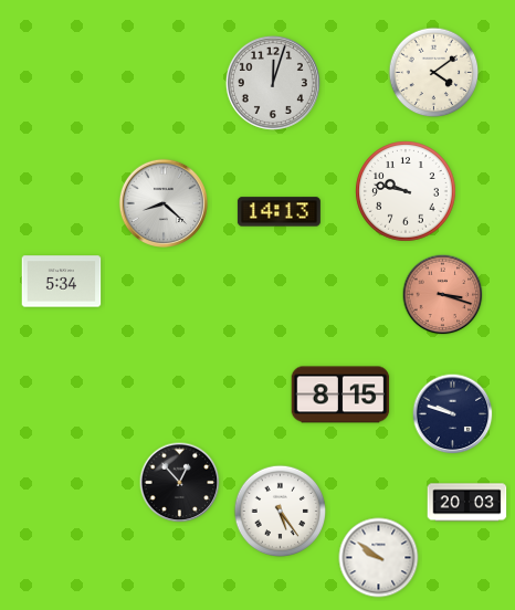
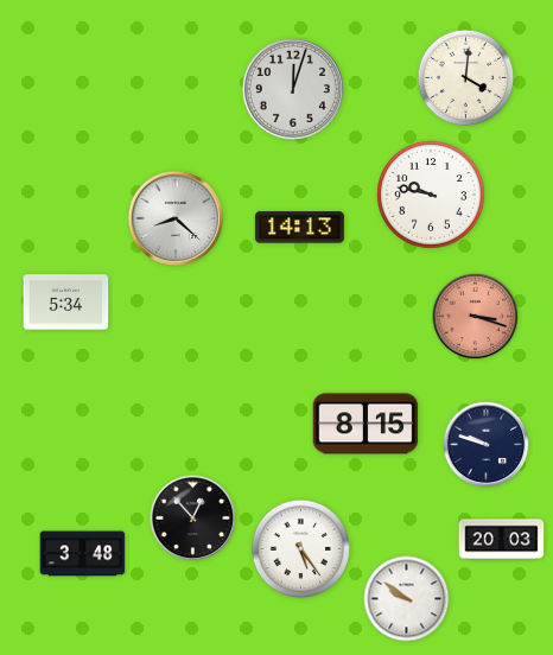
clock at (434, 73): 4:09 -> 4:01
clock at (406, 191) position: (406, 191) -> (431, 195)
clock at (83, 554): none -> 3:48
